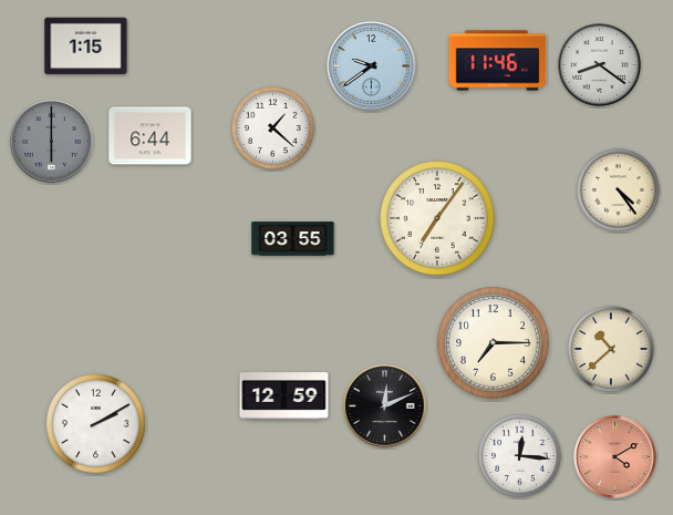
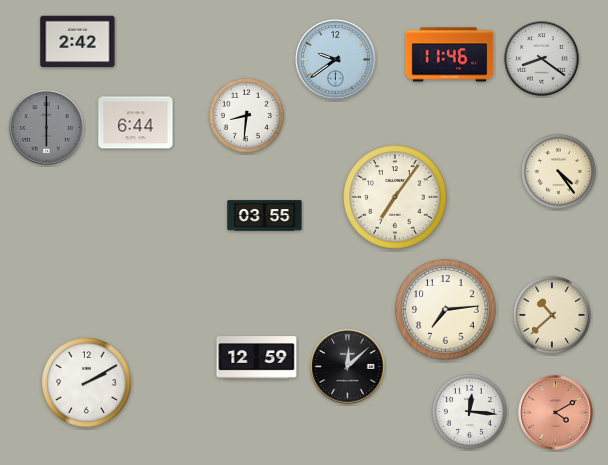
clock at (86, 47): 1:15 -> 2:42
clock at (272, 127): 1:22 -> 8:31
clock at (494, 343): 7:15 -> 7:14
clock at (385, 406): 12:11 -> 12:08
